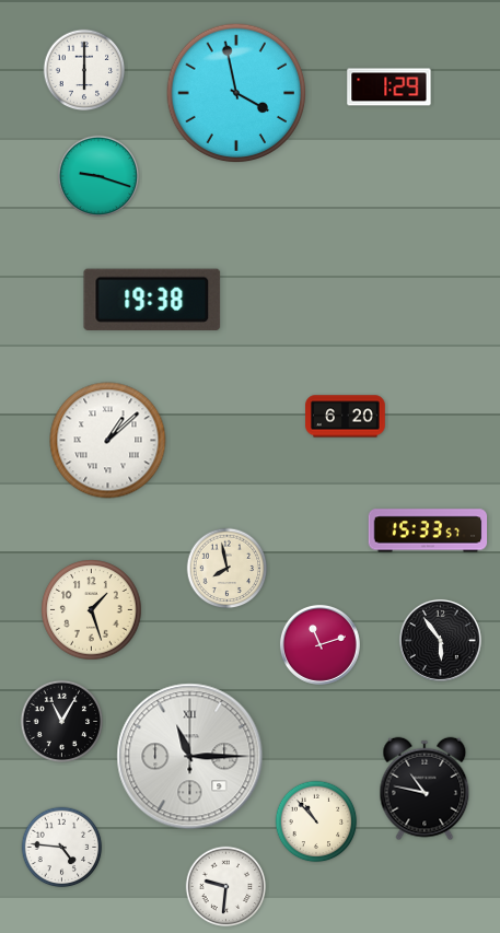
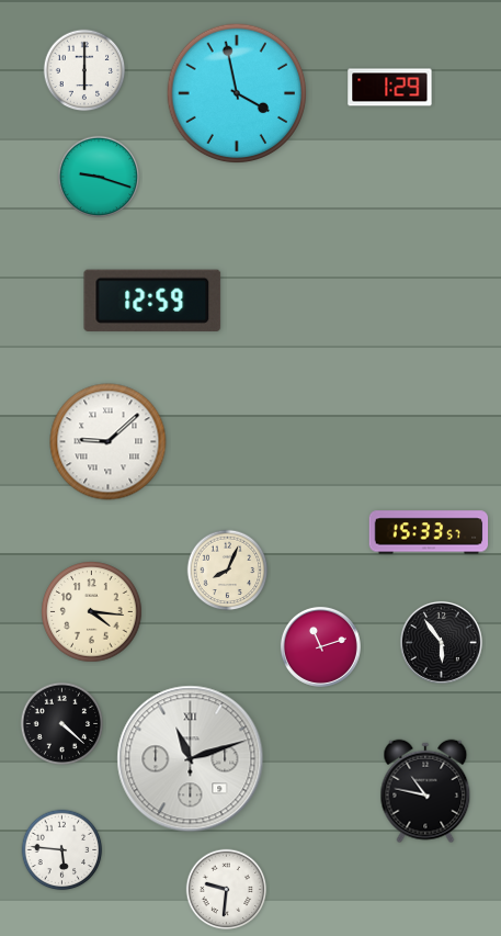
clock at (152, 300): 19:38 -> 12:59
clock at (346, 417): 6:20 -> none
clock at (108, 441): 1:08 -> 9:08
clock at (228, 569): 7:58 -> 8:04
clock at (92, 610): 1:27 -> 4:16
clock at (62, 722): 11:05 -> 4:22
clock at (190, 757): 11:15 -> 11:12
clock at (316, 821): 10:53 -> none
clock at (62, 848): 4:46 -> 5:46
